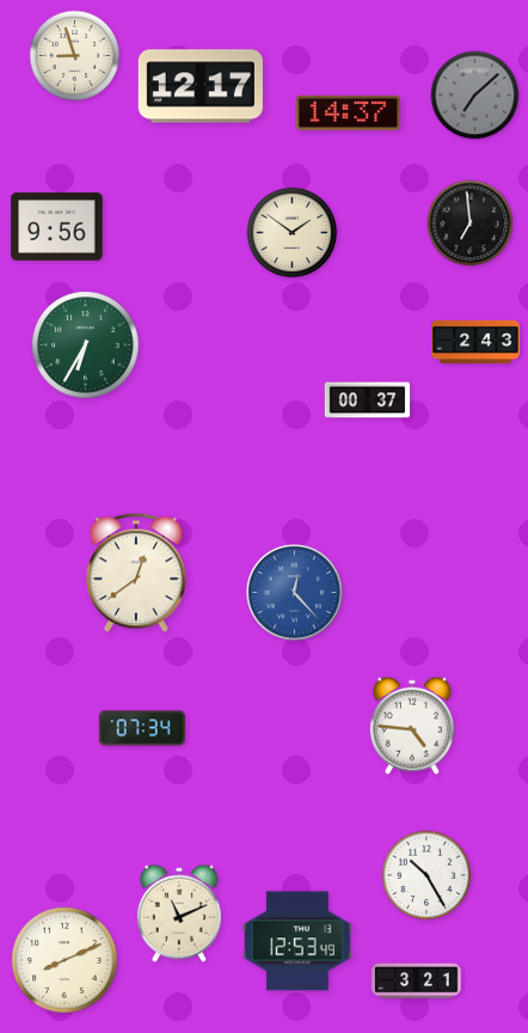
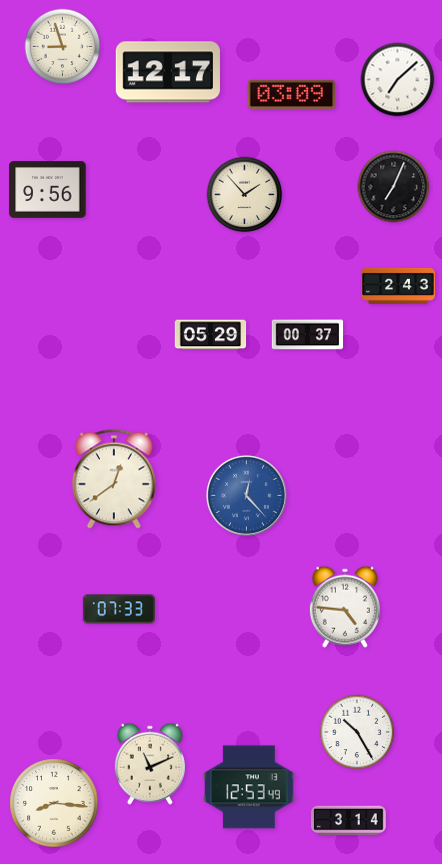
clock at (475, 96) dial: grey -> white
clock at (348, 112): 14:37 -> 03:09
clock at (471, 224): 6:59 -> 7:04
clock at (293, 233): 1:51 -> 1:53
clock at (86, 346): 6:35 -> none
clock at (211, 335): none -> 05:29
clock at (142, 728): 07:34 -> 07:33
clock at (65, 960): 8:11 -> 8:16
clock at (417, 982): 3:21 -> 3:14
